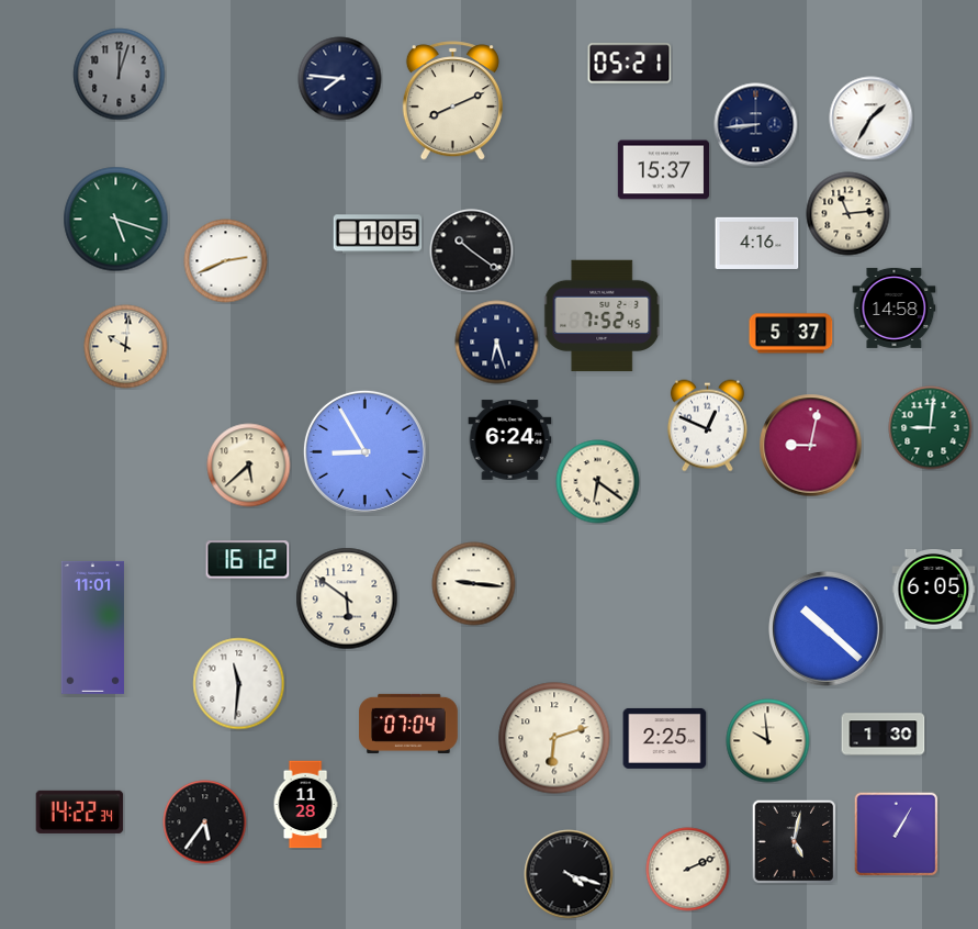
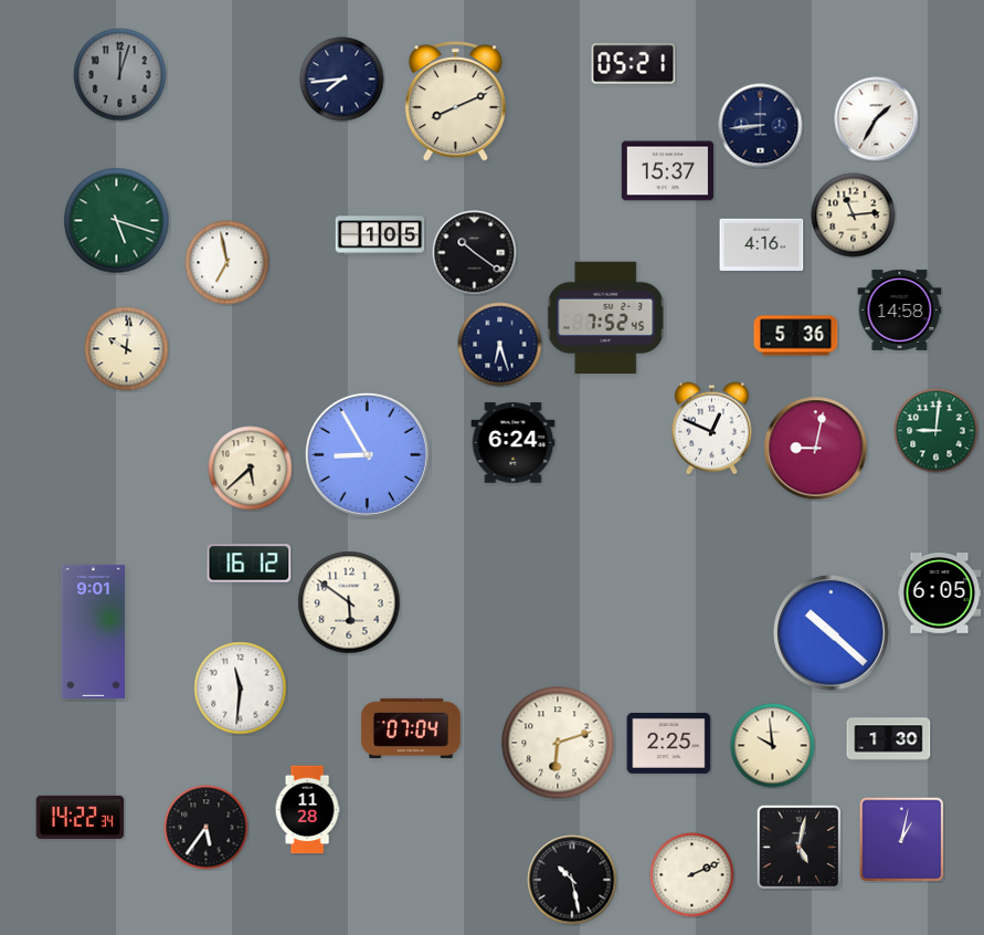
clock at (340, 79): 7:46 -> 7:44
clock at (226, 261): 2:41 -> 6:58
clock at (791, 334): 5:37 -> 5:36
clock at (598, 482): 6:21 -> none
clock at (474, 584): 9:16 -> none
clock at (92, 627): 11:01 -> 9:01
clock at (896, 833): 1:05 -> 1:02
clock at (569, 874): 4:18 -> 10:28
